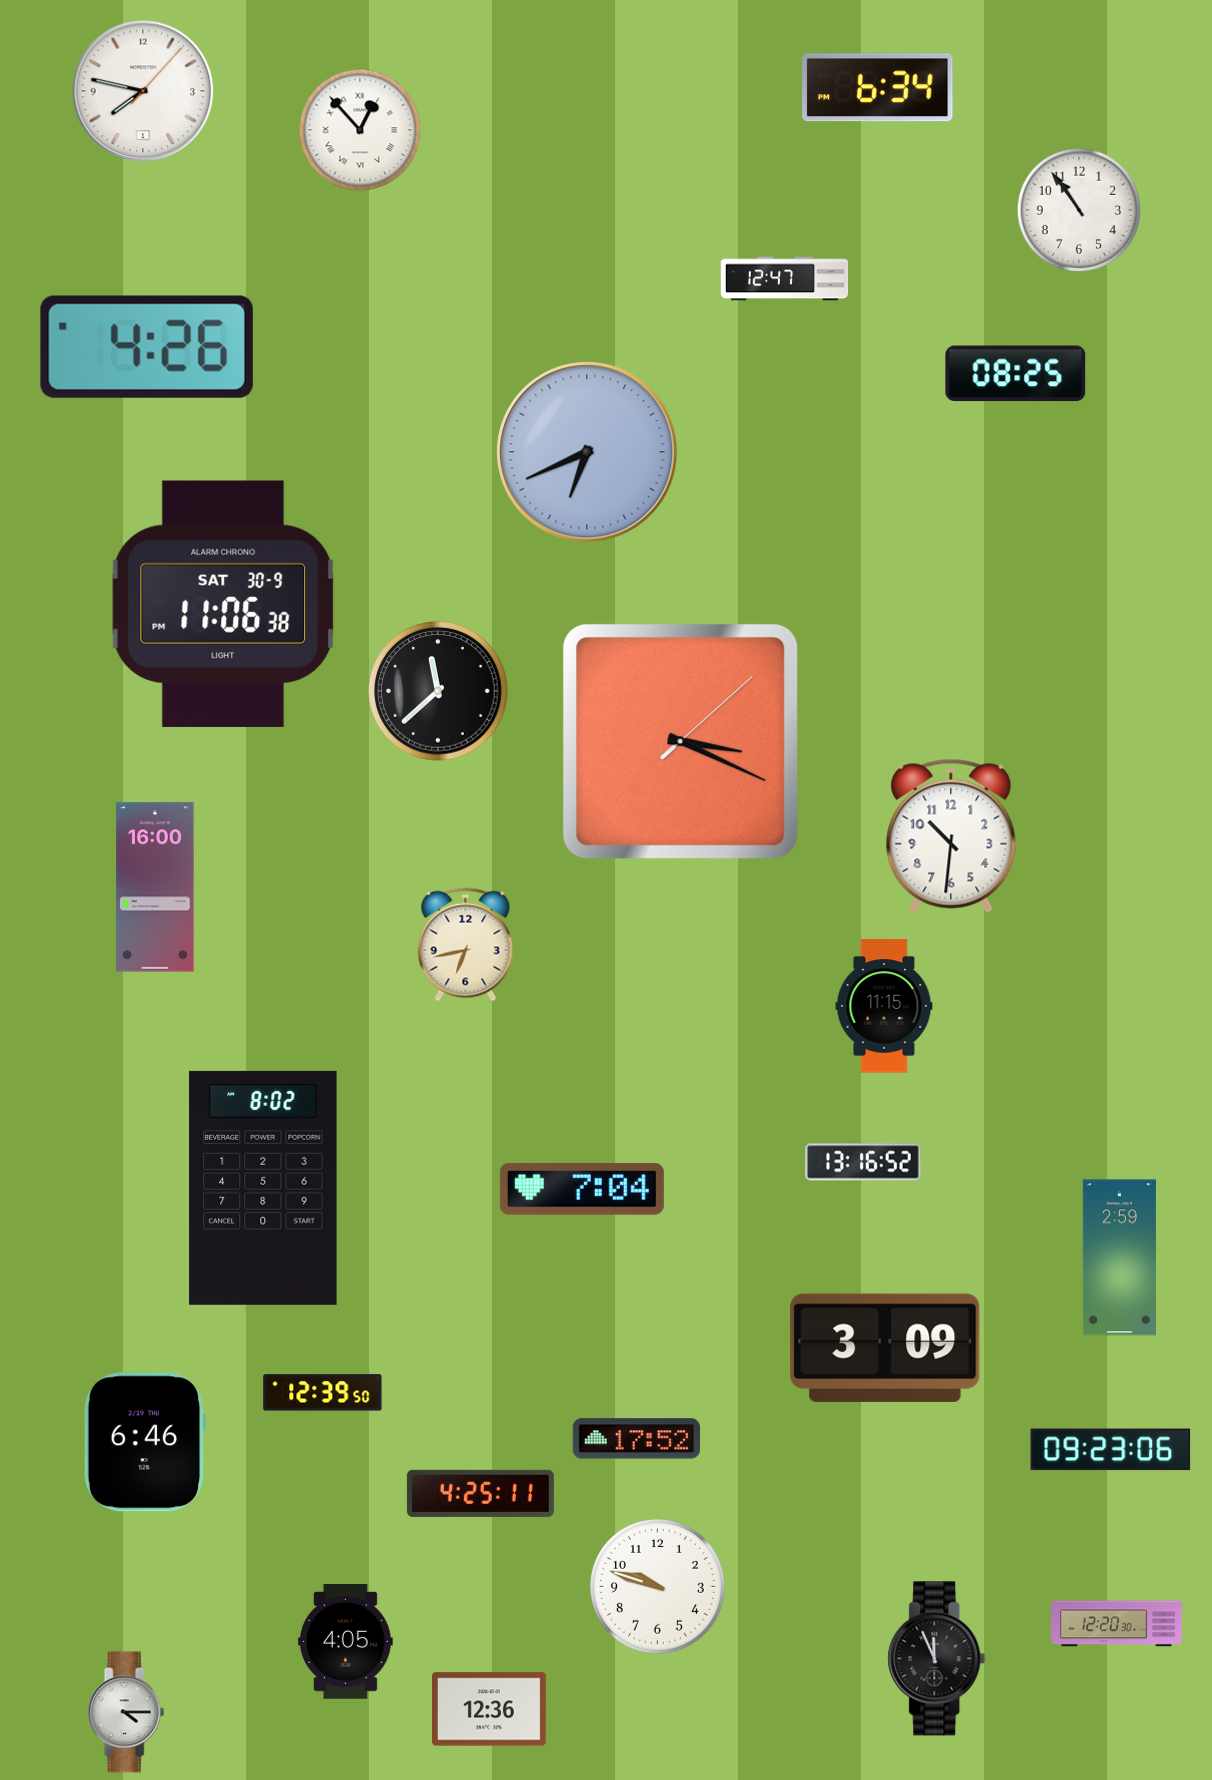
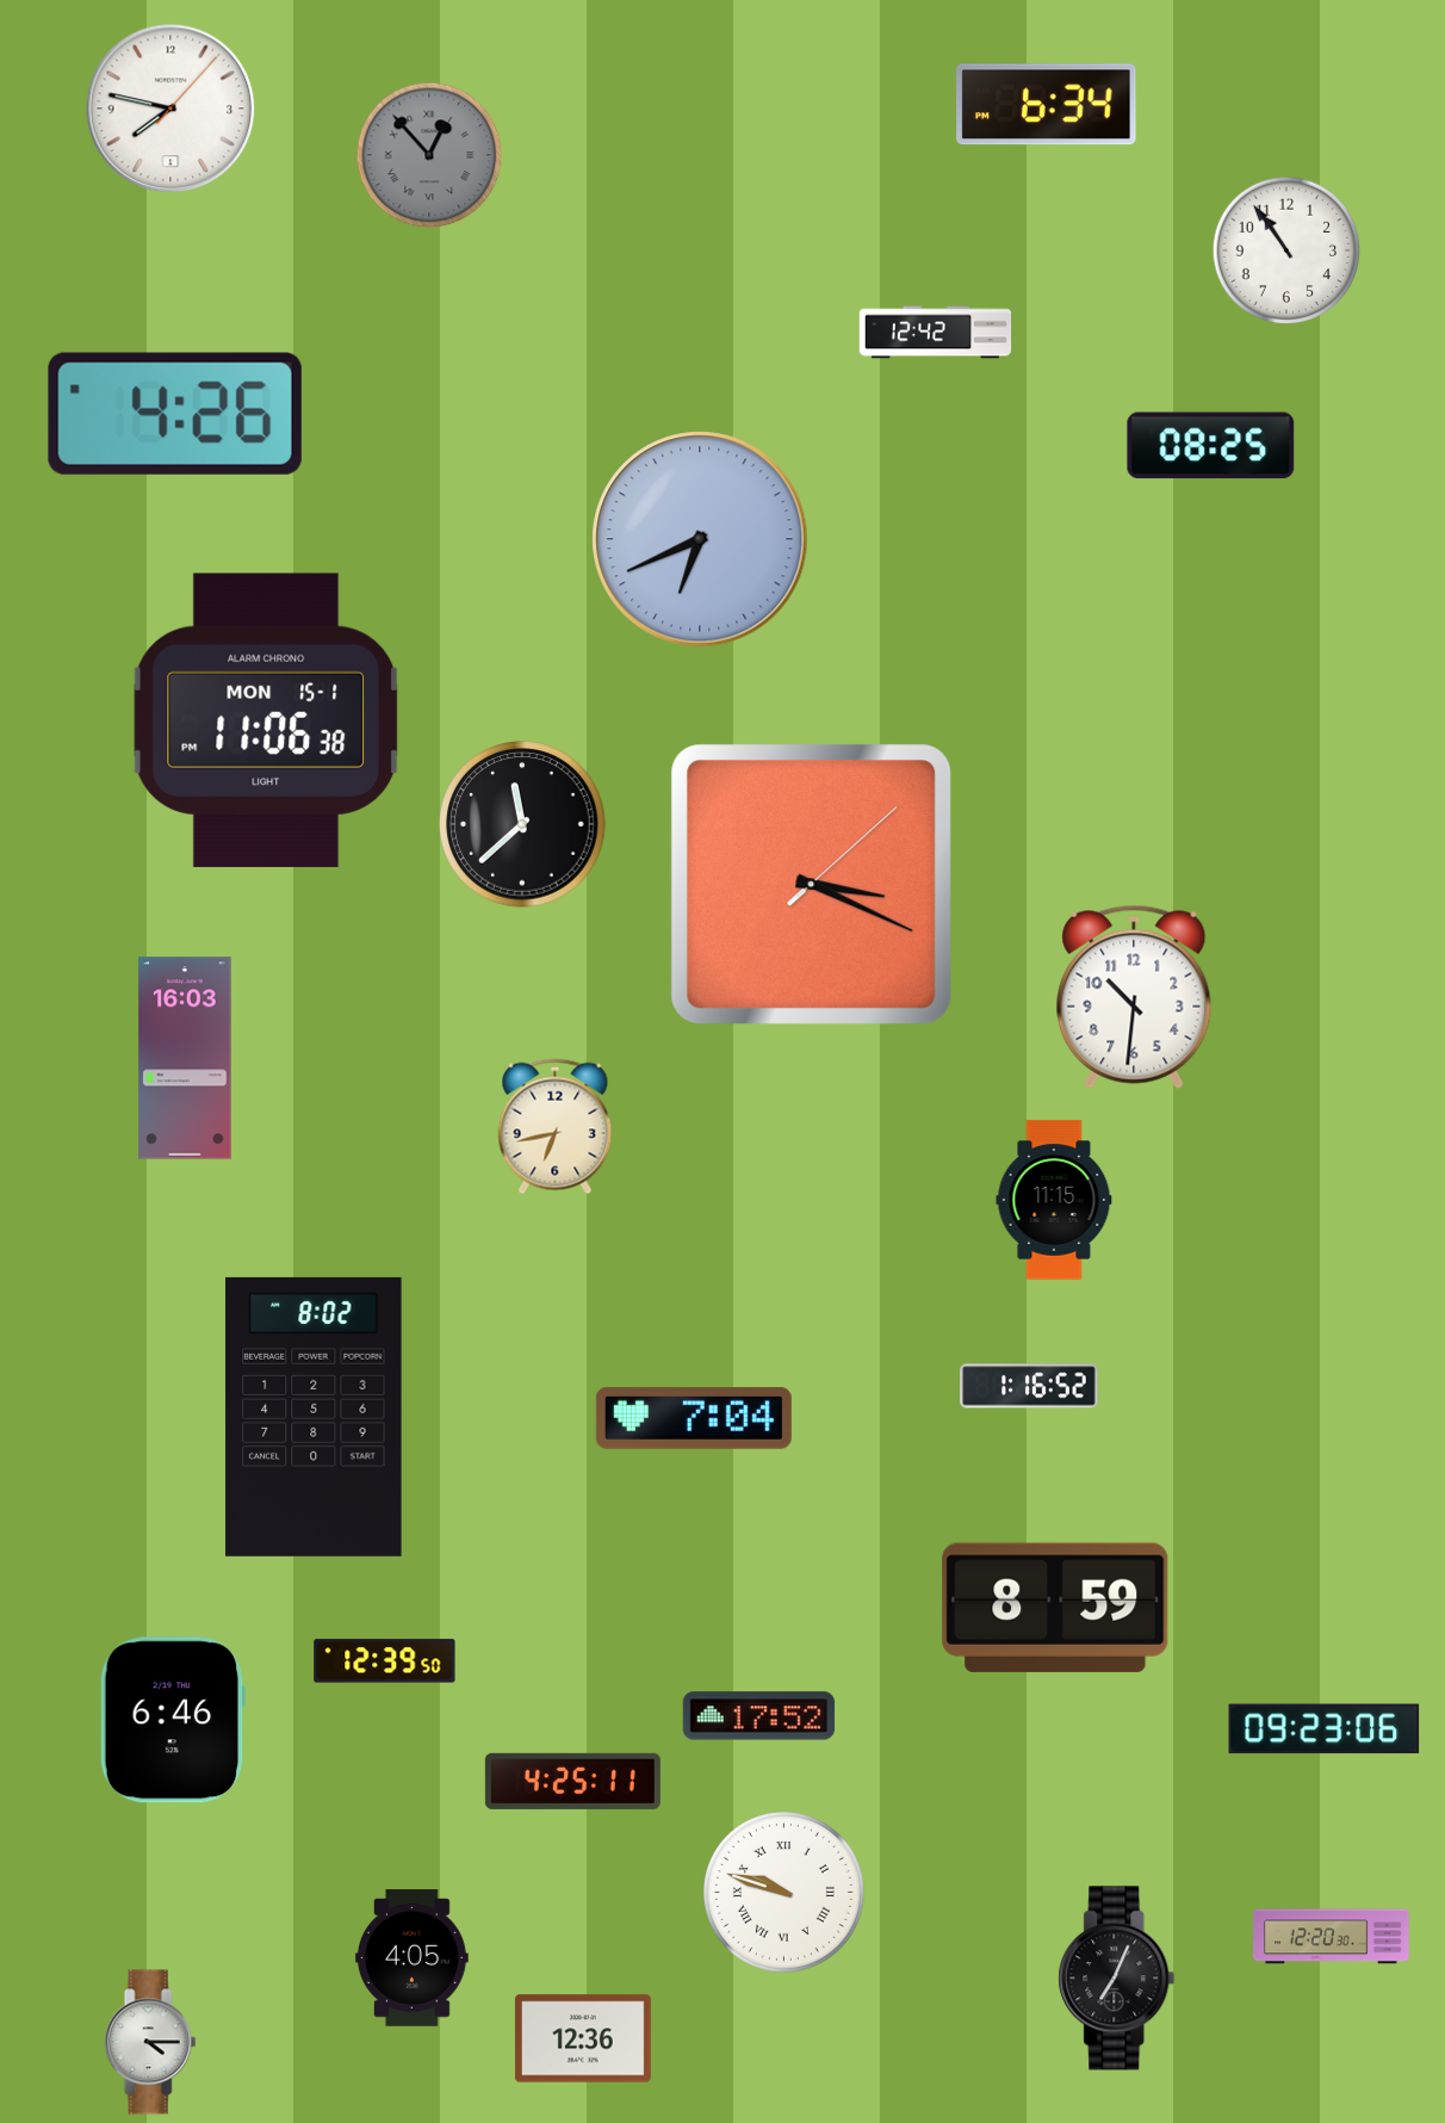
clock at (360, 130) dial: white -> grey
clock at (785, 279): 12:47 -> 12:42
clock at (223, 604) date: SAT 30-9 -> MON 15-1
clock at (155, 887): 16:00 -> 16:03
clock at (863, 1162): 13:16 -> 1:16
clock at (1119, 1258): 2:59 -> none
clock at (885, 1348): 3:09 -> 8:59
clock at (657, 1586) numerals: Arabic -> Roman
clock at (937, 1659): 11:56 -> 7:04
